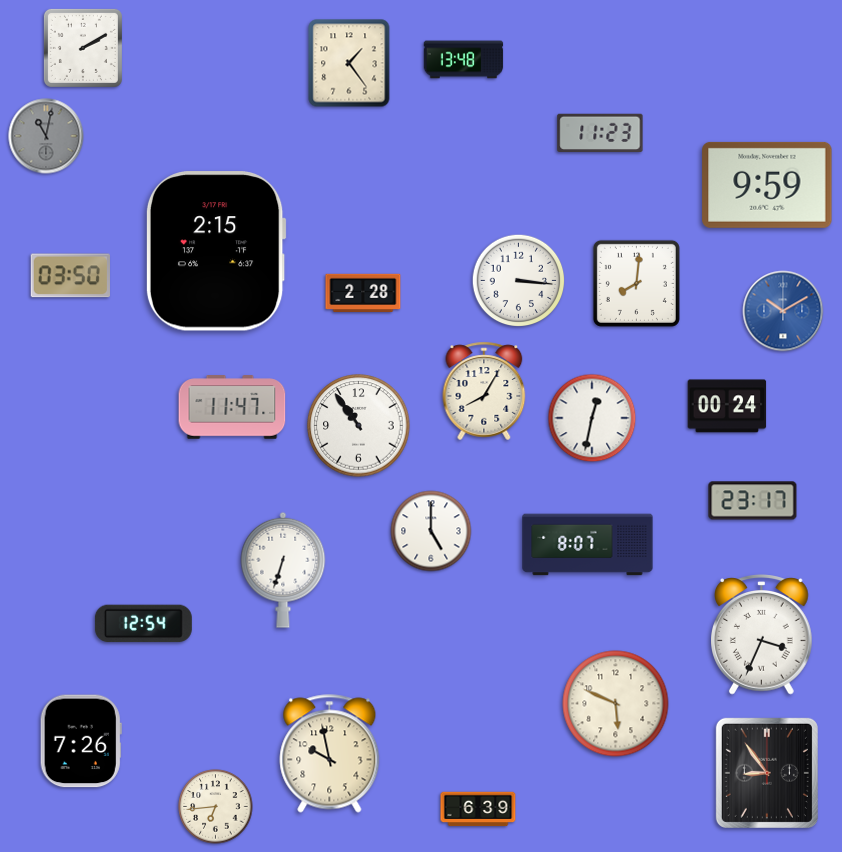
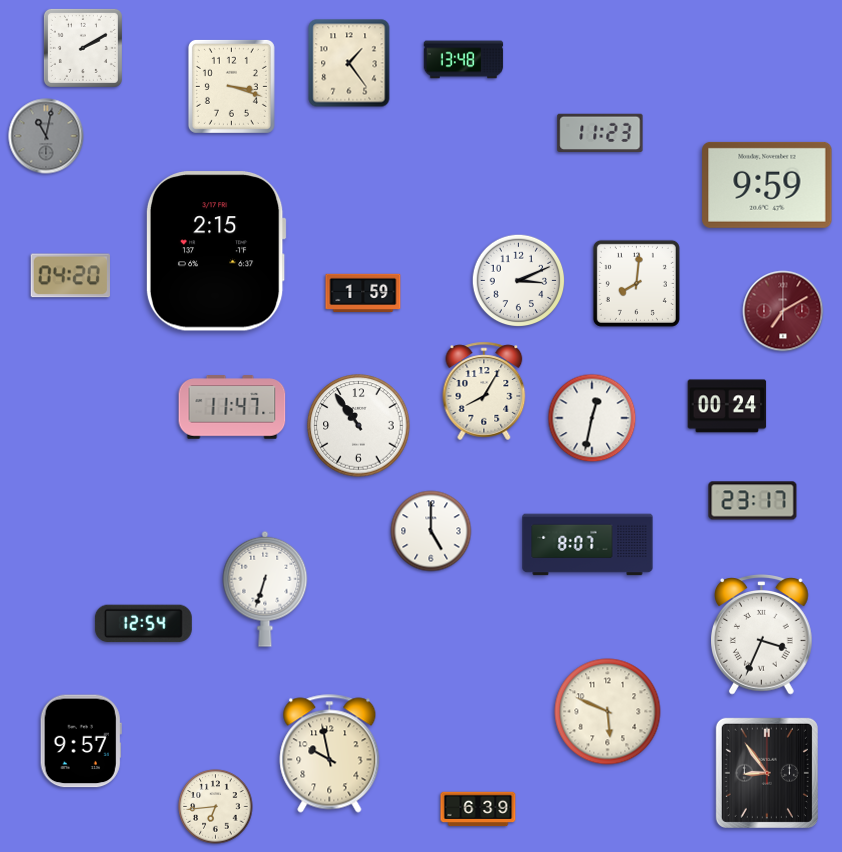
clock at (231, 86): none -> 3:18
clock at (70, 276): 03:50 -> 04:20
clock at (519, 281): 3:16 -> 3:11
clock at (363, 292): 2:28 -> 1:59
clock at (783, 311): 10:10 -> 7:10
clock at (783, 311) dial: blue -> burgundy
clock at (283, 570) position: (283, 570) -> (265, 589)
clock at (616, 704) position: (616, 704) -> (608, 712)
clock at (81, 741): 7:26 -> 9:57
